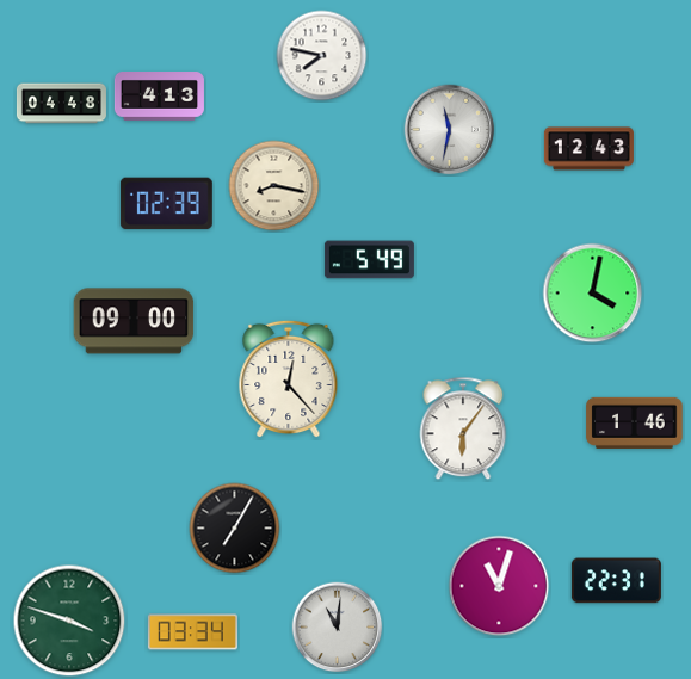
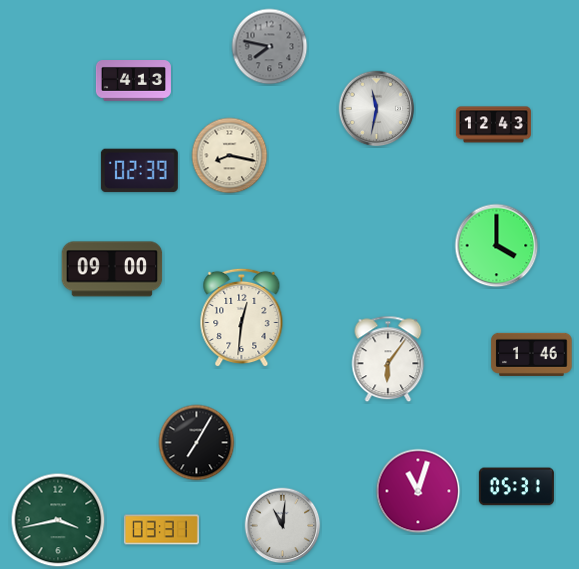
clock at (322, 56) dial: white -> grey
clock at (61, 104): 04:48 -> none
clock at (369, 260): 5:49 -> none
clock at (593, 294): 4:02 -> 4:00
clock at (289, 379): 12:23 -> 12:31
clock at (616, 581): 22:31 -> 05:31
clock at (69, 621): 3:48 -> 3:43
clock at (192, 632): 03:34 -> 03:31
